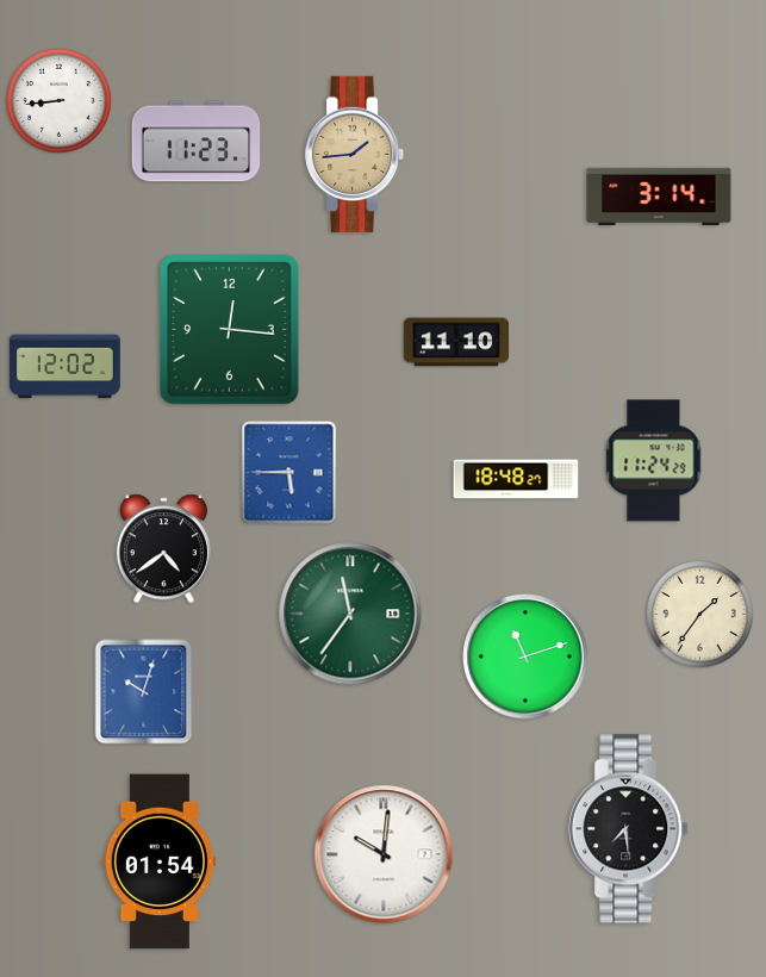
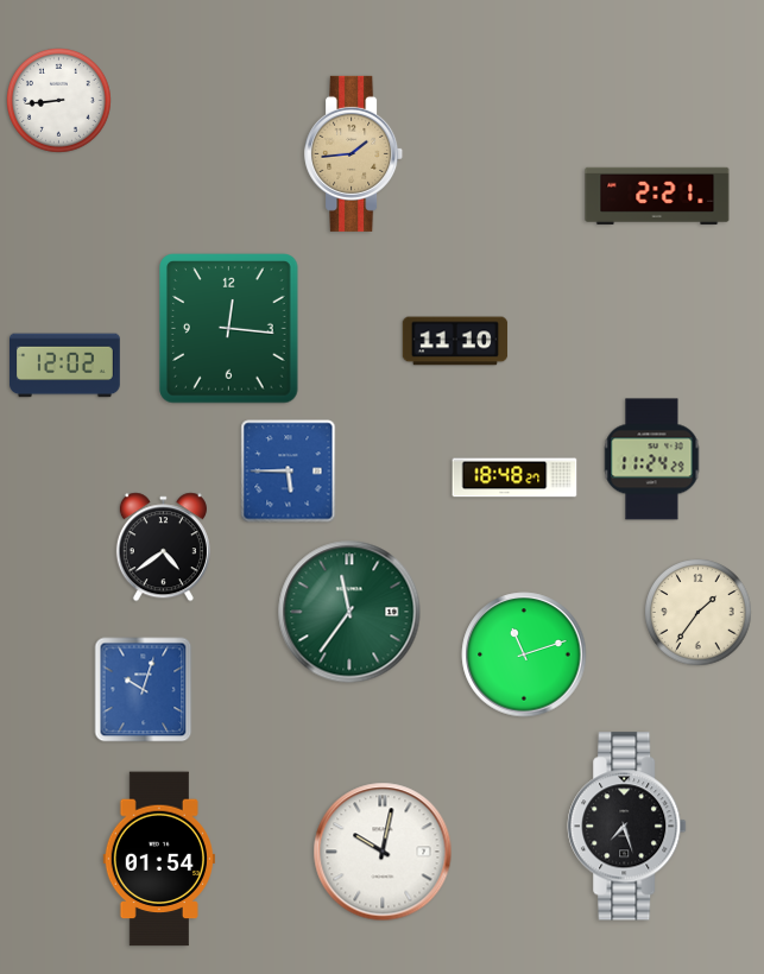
clock at (197, 142): 11:23 -> none
clock at (659, 197): 3:14 -> 2:21
clock at (629, 829): 7:29 -> 7:27
clock at (384, 854): 10:01 -> 10:02
